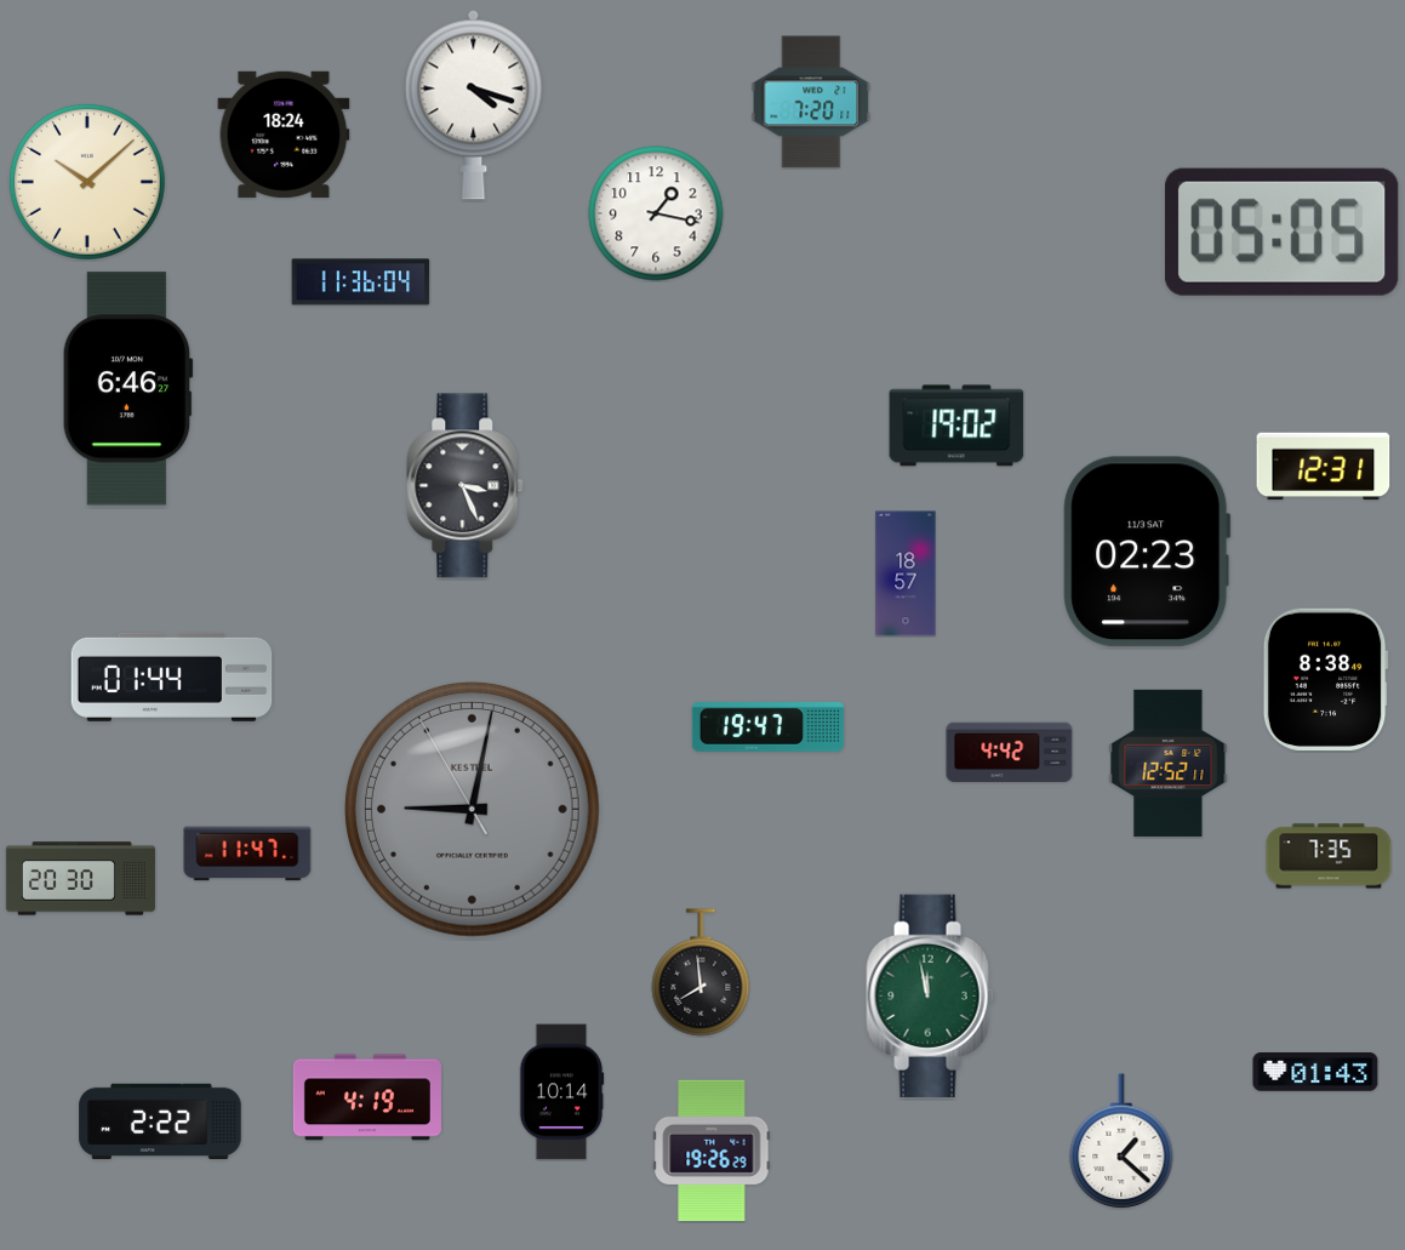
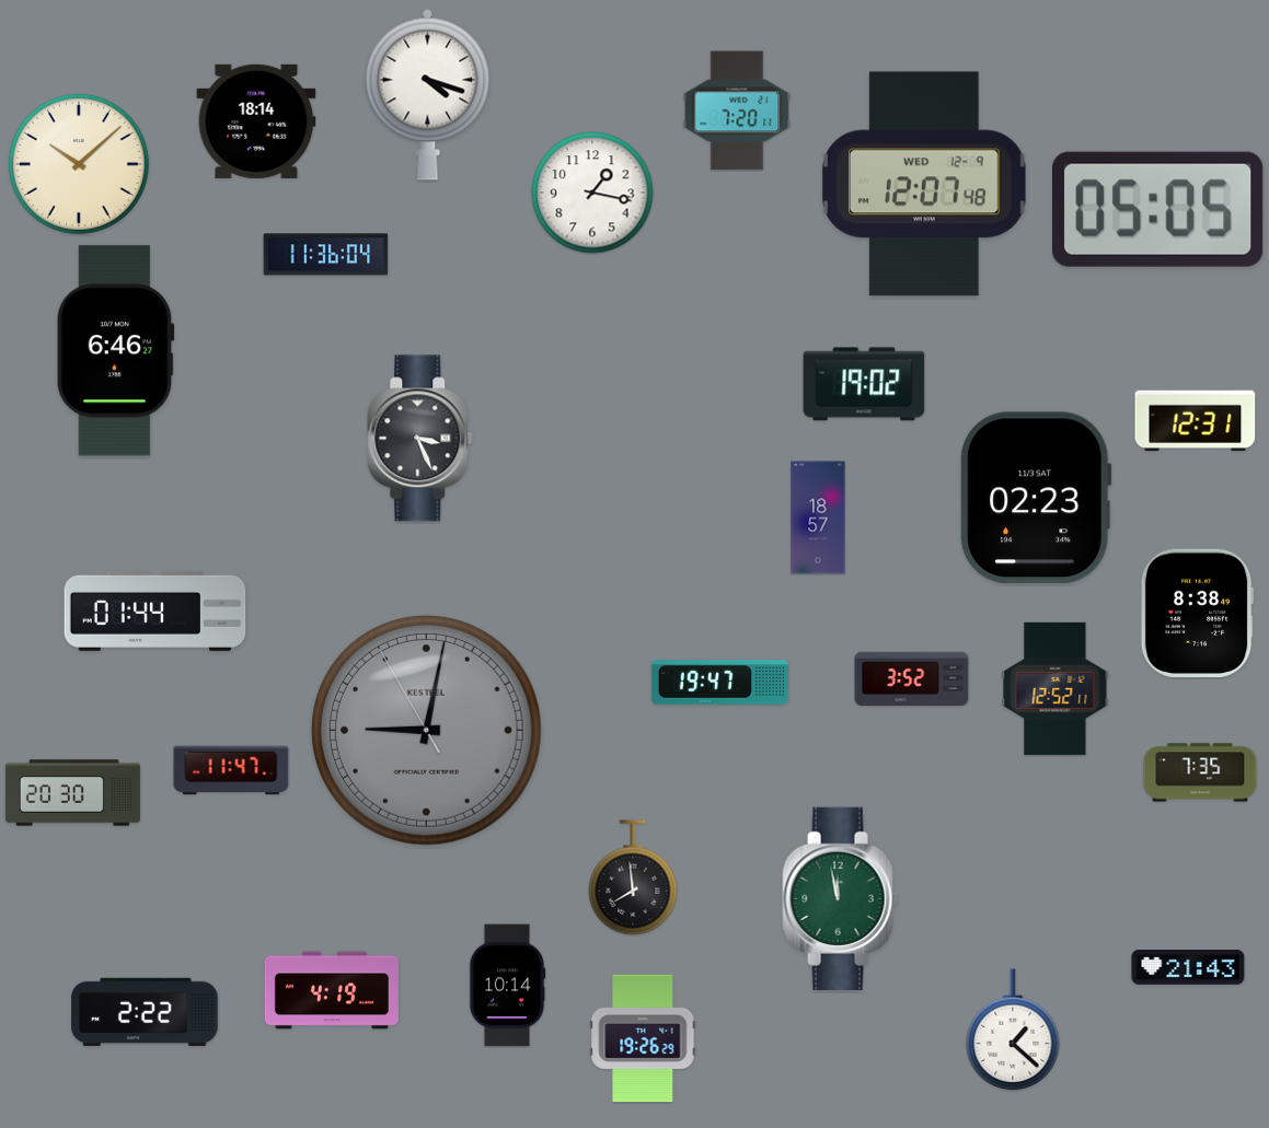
clock at (811, 102) position: (811, 102) -> (737, 111)
clock at (284, 135): 18:24 -> 18:14
clock at (925, 184): none -> 12:07
clock at (767, 727) position: (767, 727) -> (719, 683)
clock at (1010, 753): 4:42 -> 3:52
clock at (247, 854) position: (247, 854) -> (231, 770)
clock at (1315, 1073): 01:43 -> 21:43
